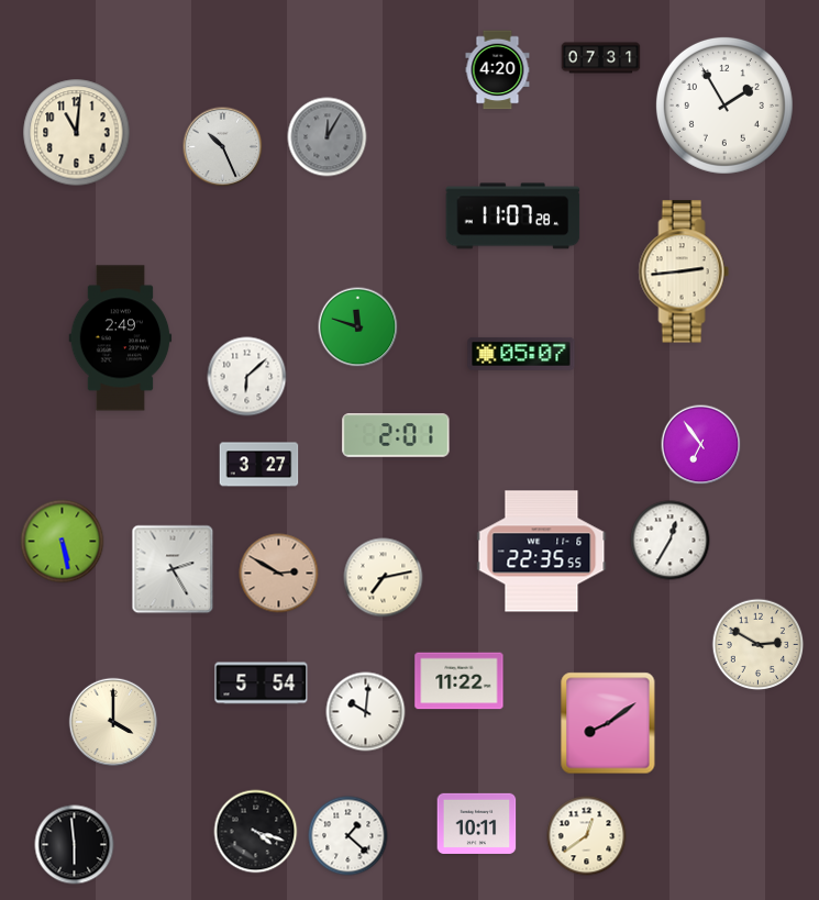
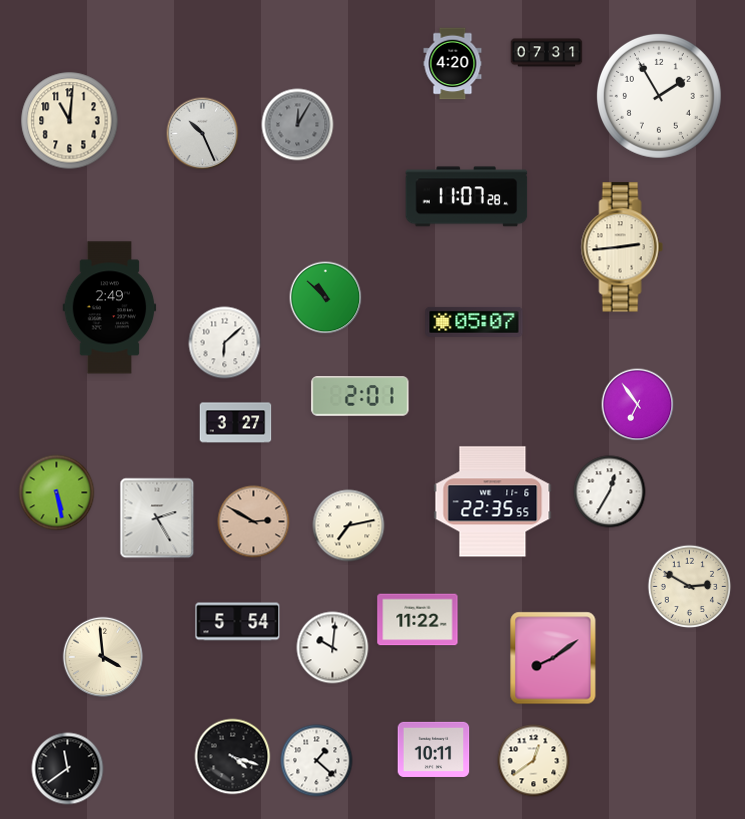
clock at (358, 327): 11:48 -> 10:52
clock at (112, 721): 4:00 -> 3:59
clock at (75, 845): 5:59 -> 11:39
